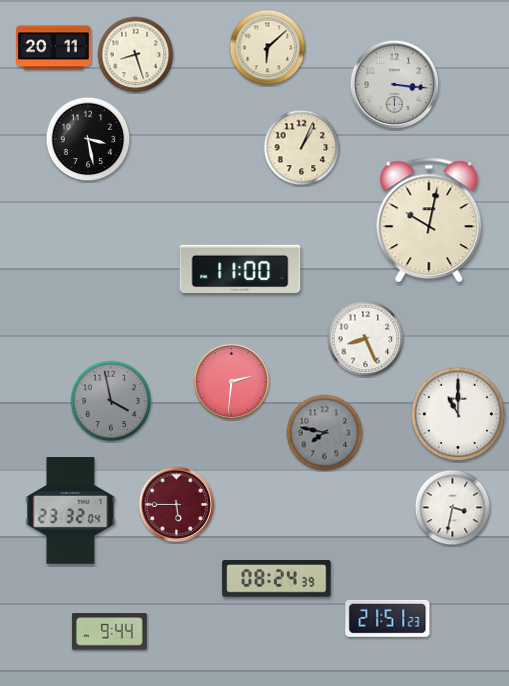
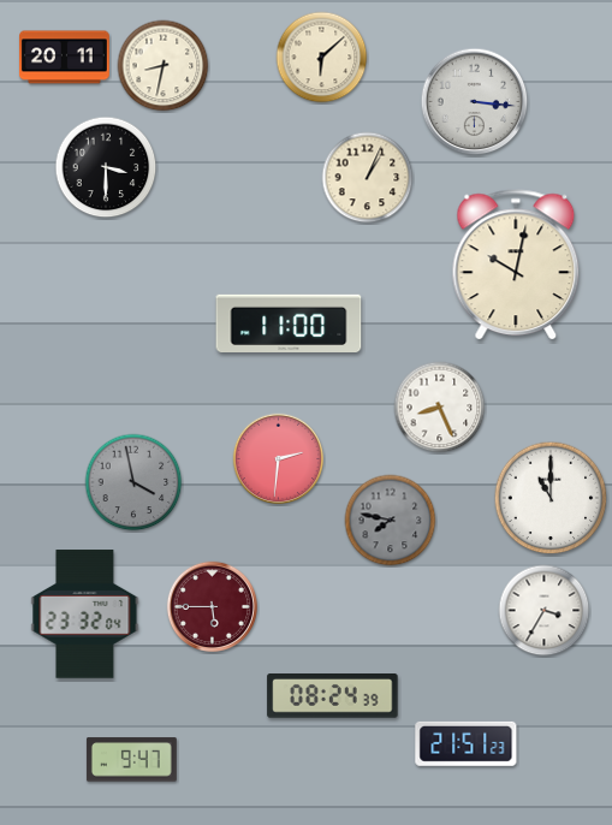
clock at (136, 55): 8:27 -> 8:32
clock at (88, 139): 3:28 -> 3:30
clock at (302, 148) position: (302, 148) -> (368, 178)
clock at (453, 508): 3:32 -> 3:35
clock at (109, 632): 9:44 -> 9:47
